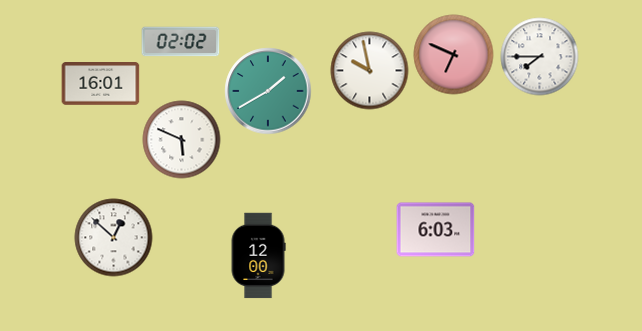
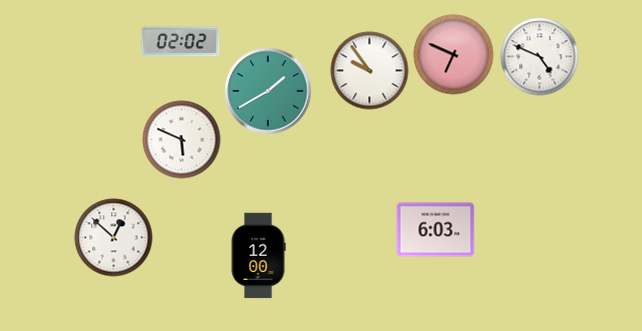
clock at (539, 56): 7:45 -> 4:49
clock at (369, 70): 9:58 -> 9:54
clock at (100, 84): 16:01 -> none
